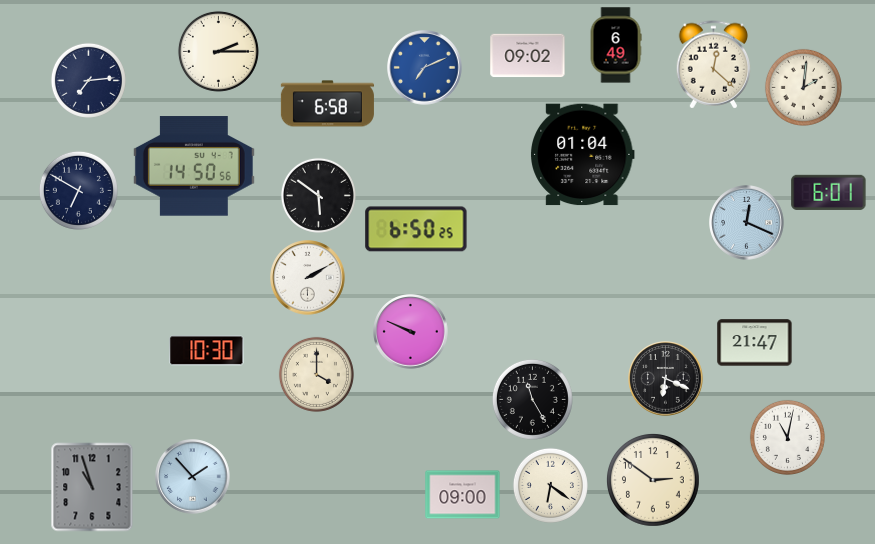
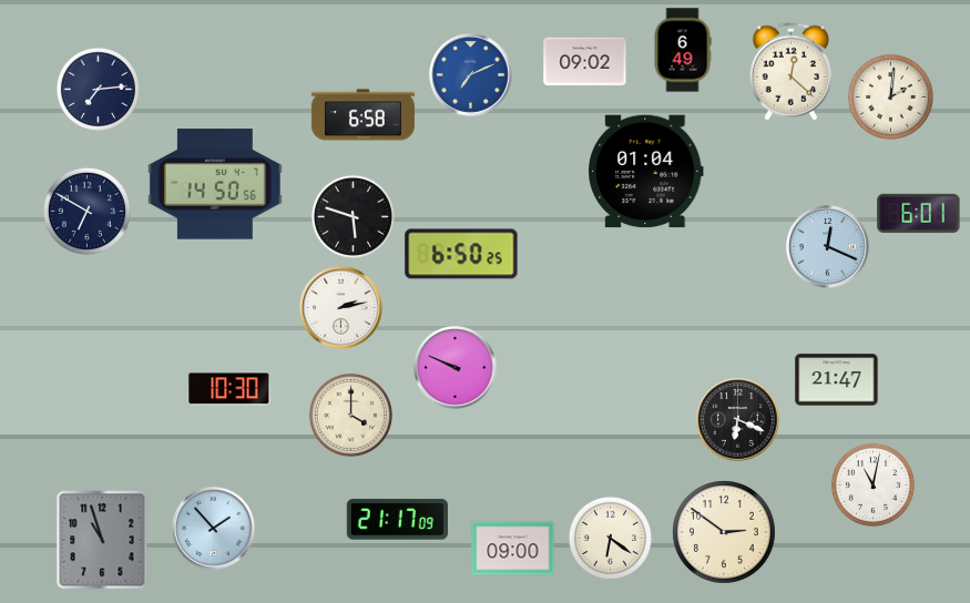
clock at (218, 51): 2:15 -> none
clock at (318, 195): 5:51 -> 5:48
clock at (308, 278): 2:10 -> 2:13
clock at (532, 399): 11:25 -> none
clock at (397, 520): none -> 21:17
